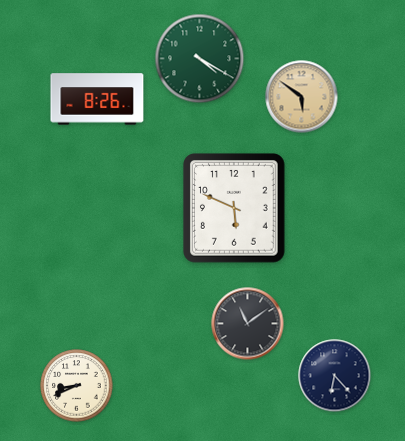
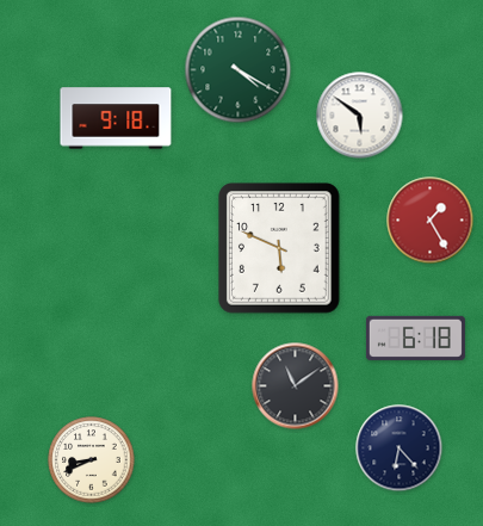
clock at (302, 97) dial: champagne -> white
clock at (97, 99): 8:26 -> 9:18
clock at (431, 221): none -> 1:25
clock at (415, 338): none -> 6:18
